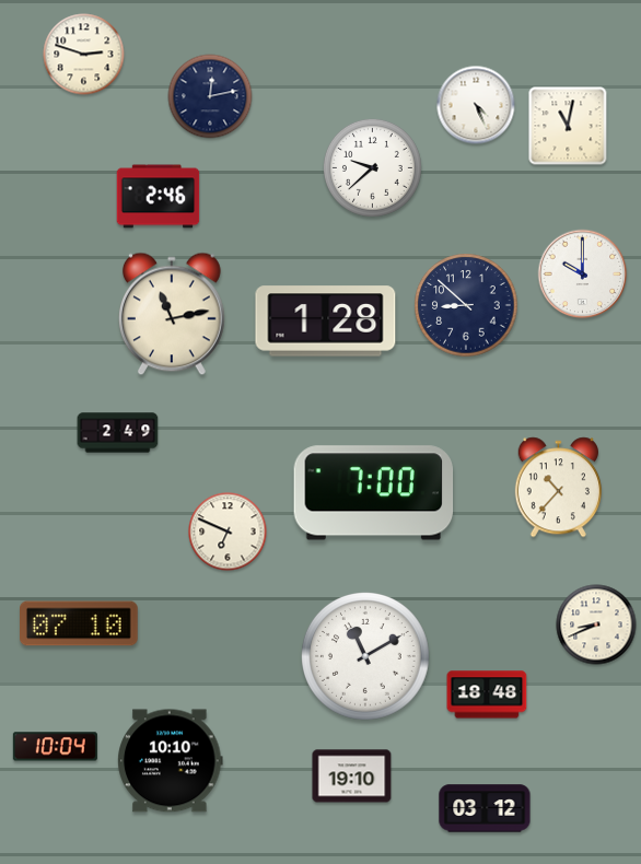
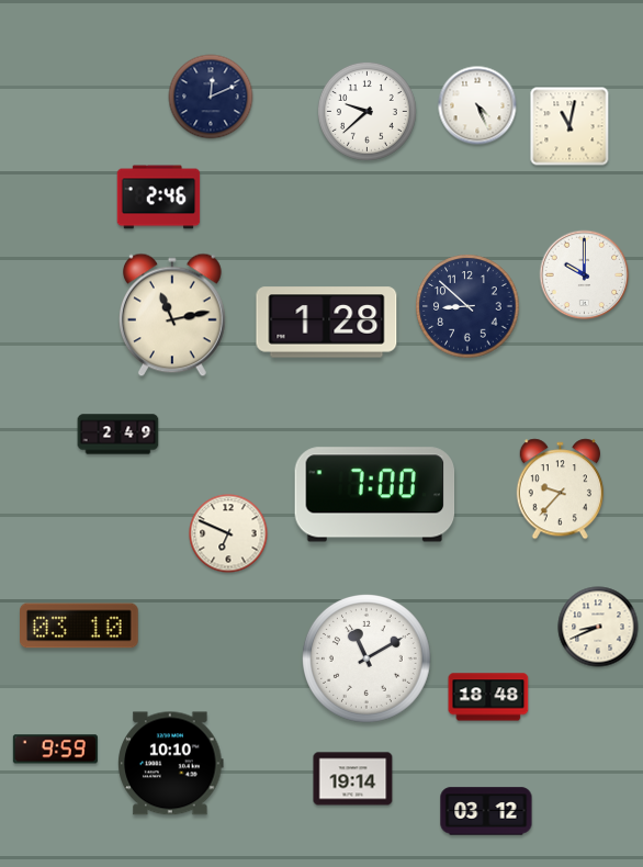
clock at (84, 55): 2:48 -> none
clock at (210, 96): 12:13 -> 12:11
clock at (372, 167) position: (372, 167) -> (366, 111)
clock at (558, 488): 10:37 -> 9:37
clock at (80, 623): 07:10 -> 03:10
clock at (55, 747): 10:04 -> 9:59
clock at (352, 777): 19:10 -> 19:14
